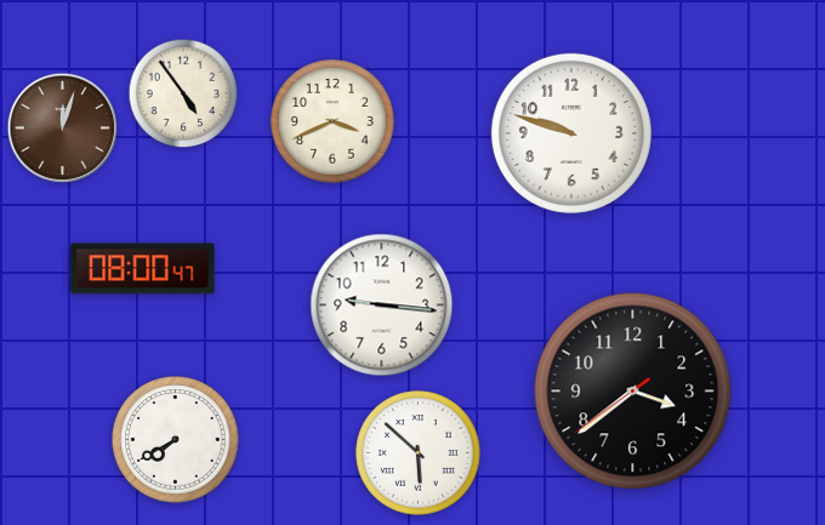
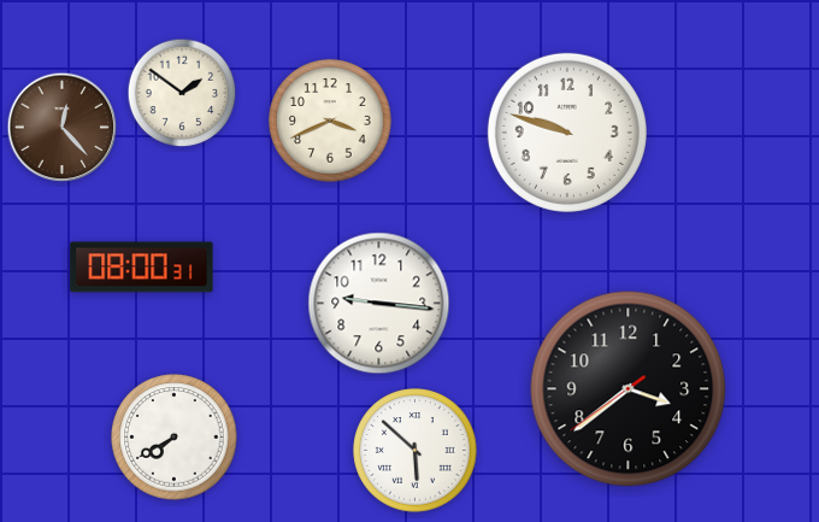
clock at (183, 93): 4:54 -> 1:51
clock at (63, 129): 12:03 -> 12:23
clock at (143, 269): 08:00:47 -> 08:00:31
